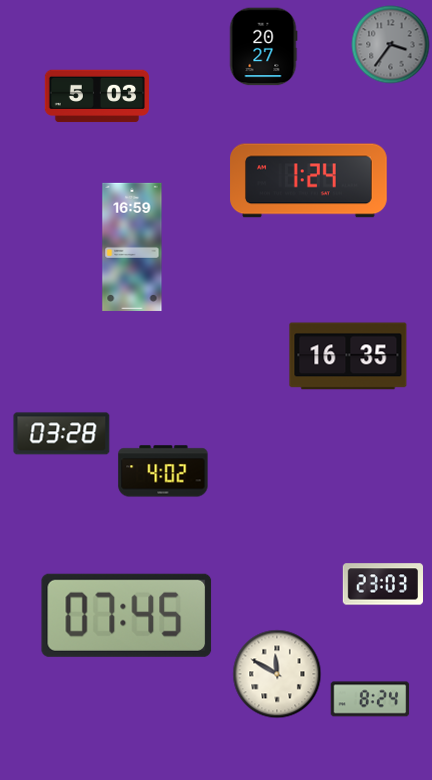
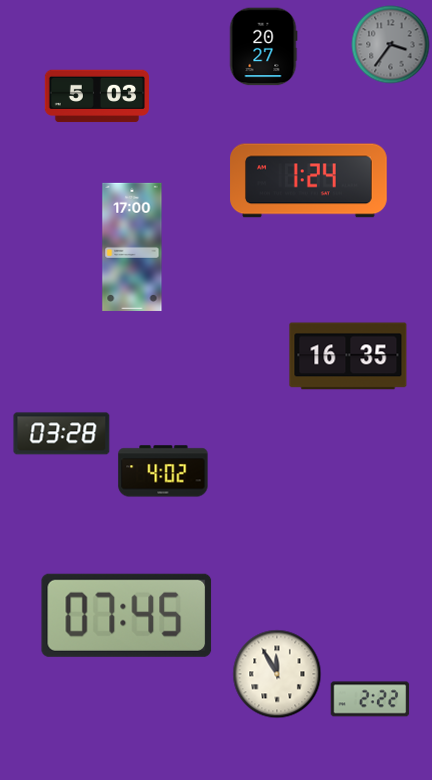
clock at (132, 247): 16:59 -> 17:00
clock at (382, 584): 23:03 -> none
clock at (277, 674): 11:50 -> 11:55
clock at (370, 699): 8:24 -> 2:22
